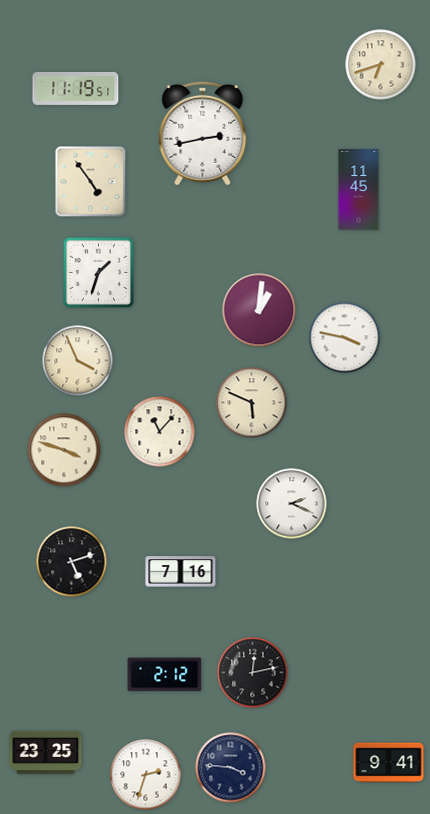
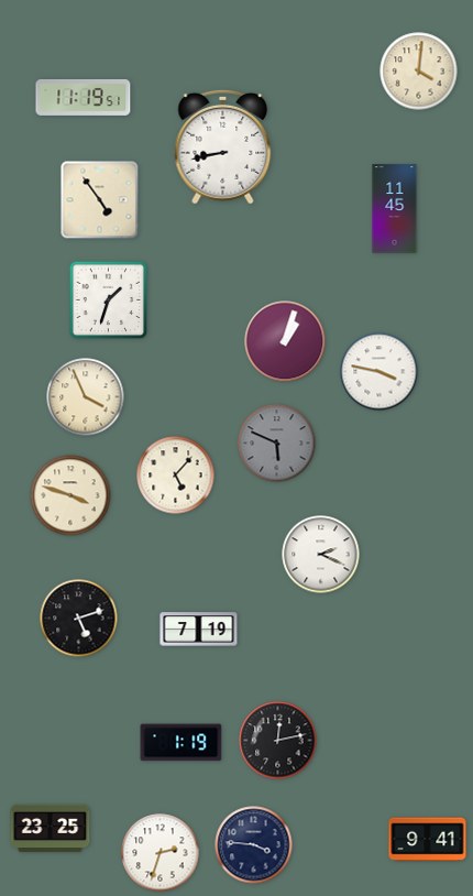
clock at (381, 65): 6:42 -> 4:01
clock at (203, 133): 2:43 -> 8:43
clock at (259, 310): 1:01 -> 1:03
clock at (252, 403) dial: cream -> grey
clock at (160, 432): 11:07 -> 5:07
clock at (181, 572): 7:16 -> 7:19
clock at (165, 675): 2:12 -> 1:19
